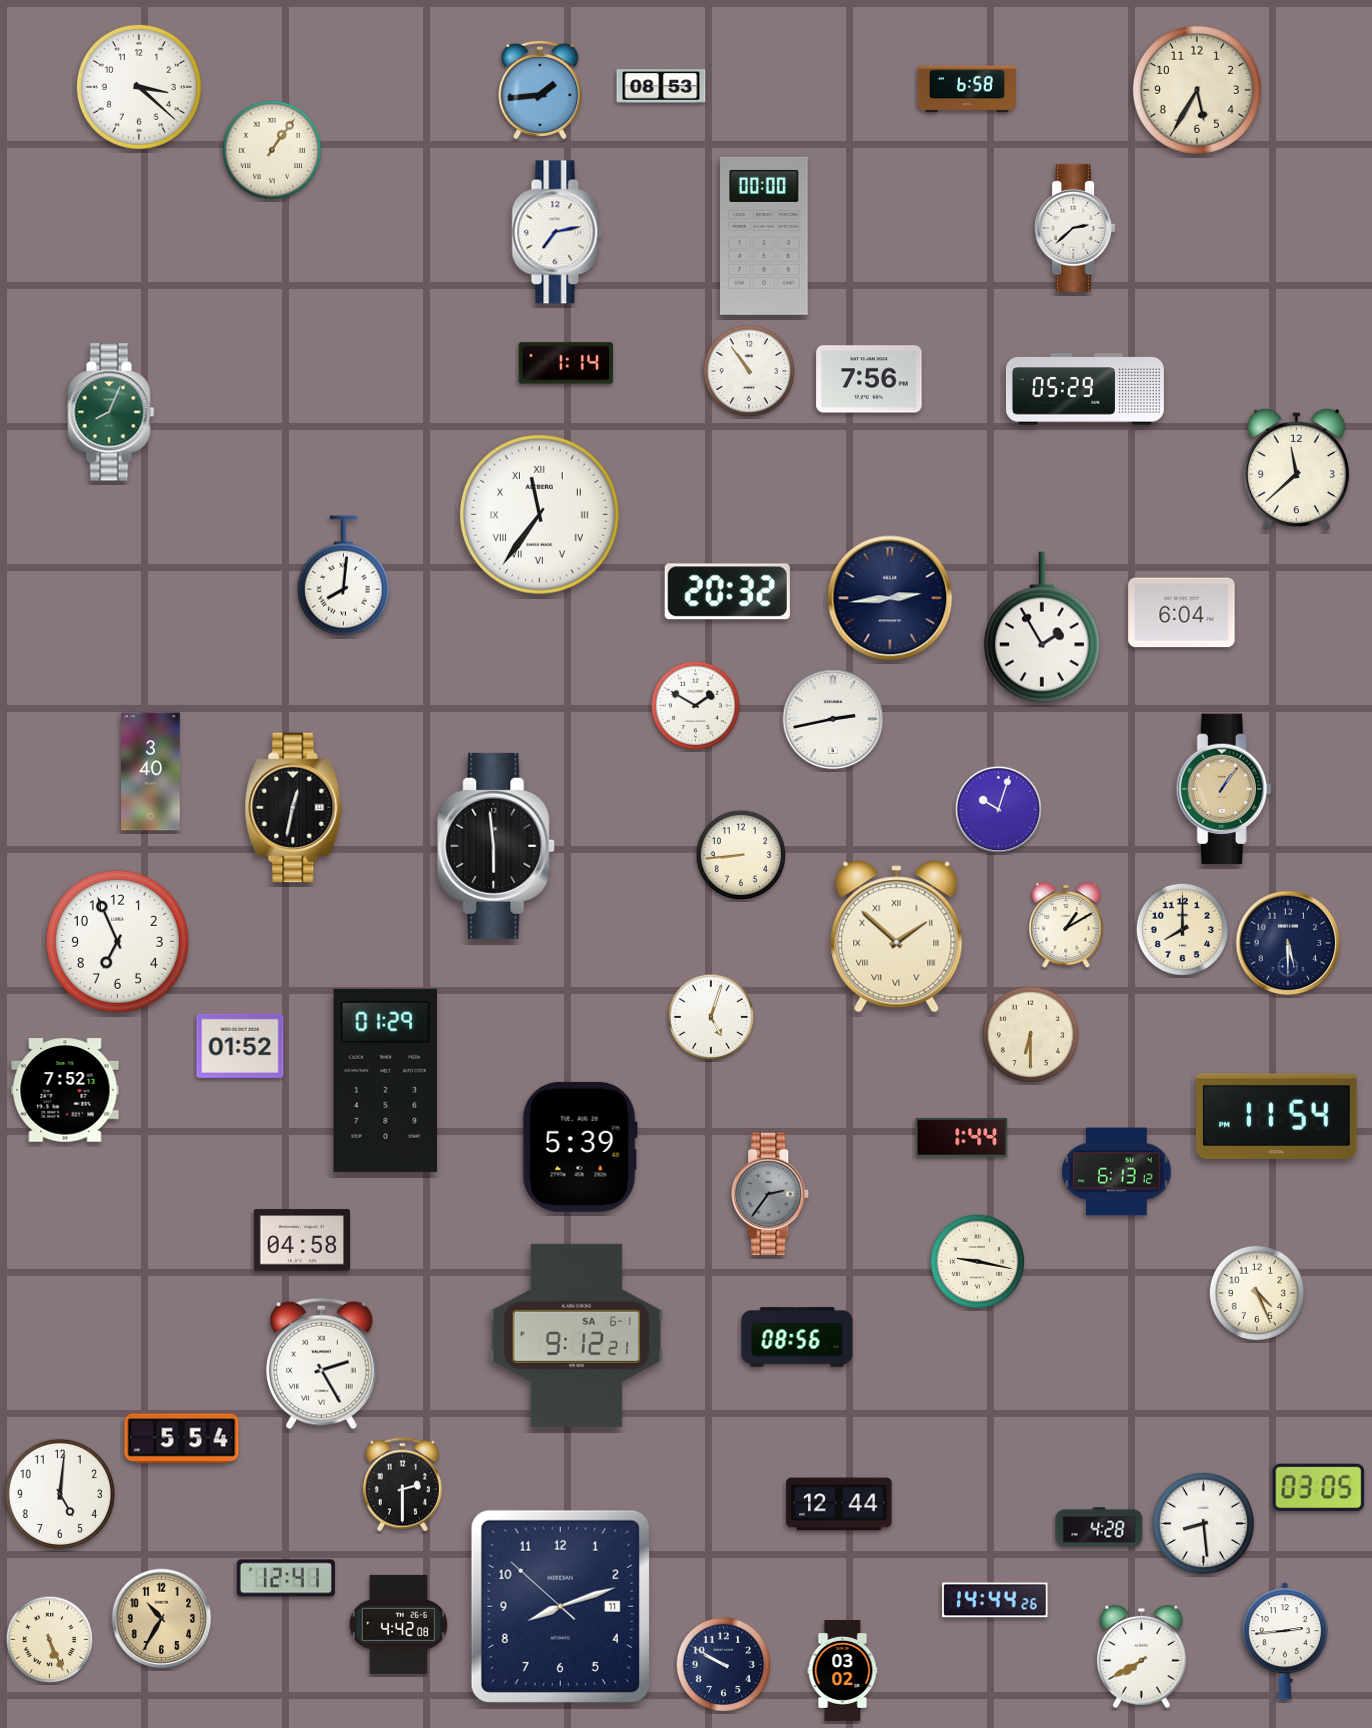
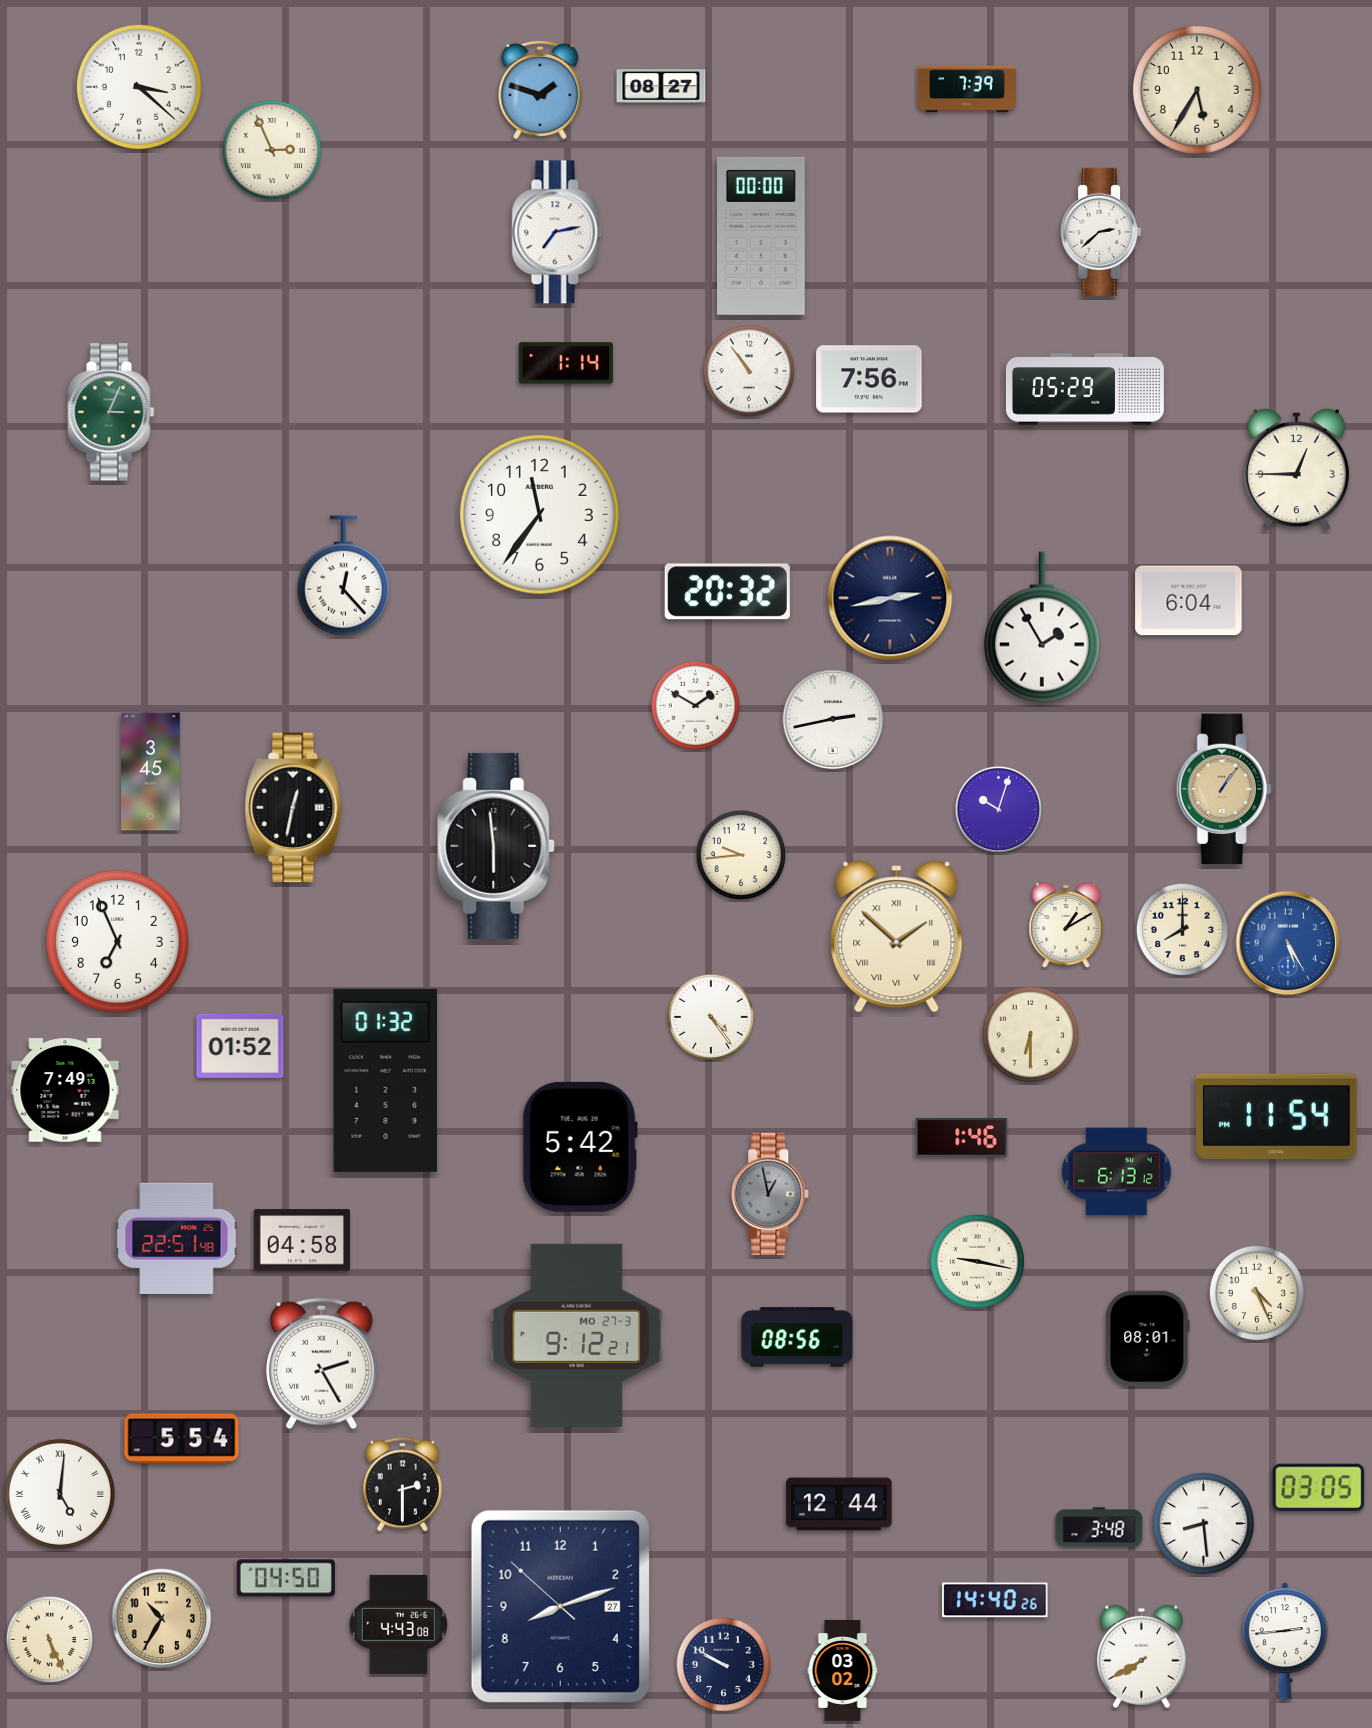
clock at (661, 86): 08:53 -> 08:27
clock at (967, 89): 6:58 -> 7:39
clock at (540, 90): 1:44 -> 1:48
clock at (271, 149): 1:06 -> 2:56
clock at (1075, 228) position: (1075, 228) -> (1101, 232)
clock at (764, 236) position: (764, 236) -> (761, 236)
clock at (111, 412): 8:04 -> 3:04
clock at (1296, 470): 11:38 -> 12:45
clock at (539, 514) numerals: Roman -> Arabic
clock at (343, 576): 8:01 -> 12:23
clock at (890, 598): 2:44 -> 2:43
clock at (1182, 613) position: (1182, 613) -> (1189, 601)
clock at (151, 772): 3:40 -> 3:45
clock at (741, 855): 8:44 -> 9:44
clock at (1288, 943): 5:30 -> 5:25
clock at (1288, 943) dial: navy -> blue
clock at (711, 1017): 5:03 -> 4:24
clock at (386, 1080): 01:29 -> 01:32
clock at (65, 1090): 7:52 -> 7:49
clock at (962, 1138): 1:44 -> 1:46
clock at (580, 1147): 5:39 -> 5:42
clock at (771, 1194): 2:36 -> 12:58
clock at (177, 1238): none -> 22:51
clock at (577, 1335) date: SA 6-1 -> MO 27-3
clock at (1148, 1339): none -> 08:01
clock at (60, 1494) numerals: Arabic -> Roman
clock at (1099, 1527): 4:28 -> 3:48
clock at (286, 1578): 12:41 -> 04:50
clock at (995, 1600): 14:44 -> 14:40
clock at (560, 1606) date: 11 -> 27
clock at (398, 1624): 4:42 -> 4:43
